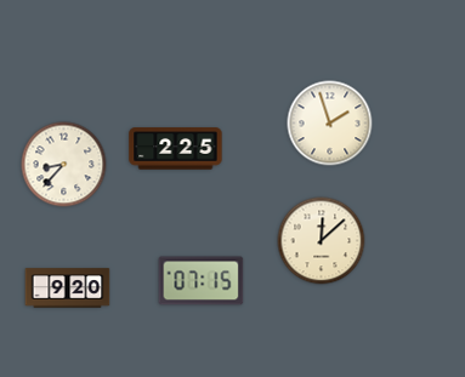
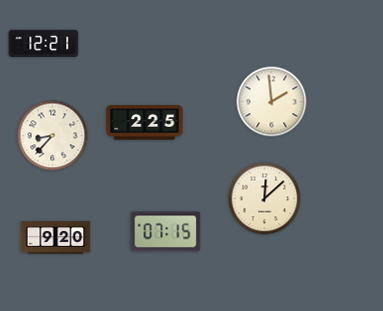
clock at (44, 43): none -> 12:21
clock at (330, 124): 1:57 -> 1:59
